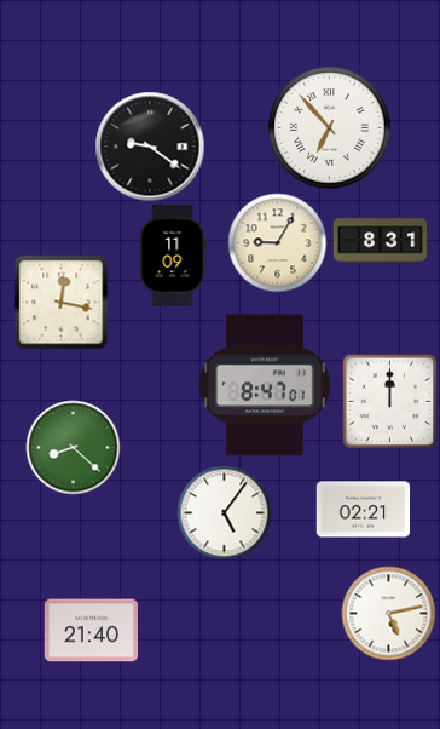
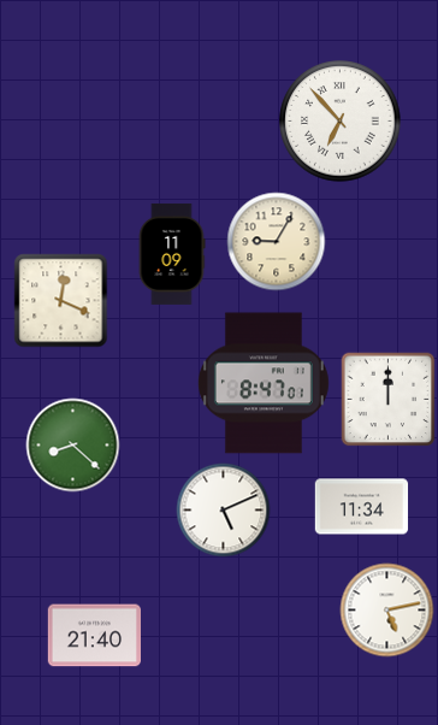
clock at (330, 128) position: (330, 128) -> (341, 122)
clock at (150, 147): 9:21 -> none
clock at (380, 241): 8:31 -> none
clock at (60, 302): 12:17 -> 12:19
clock at (363, 510): 02:21 -> 11:34
clock at (224, 512): 5:06 -> 5:11
clock at (91, 631) position: (91, 631) -> (94, 636)
